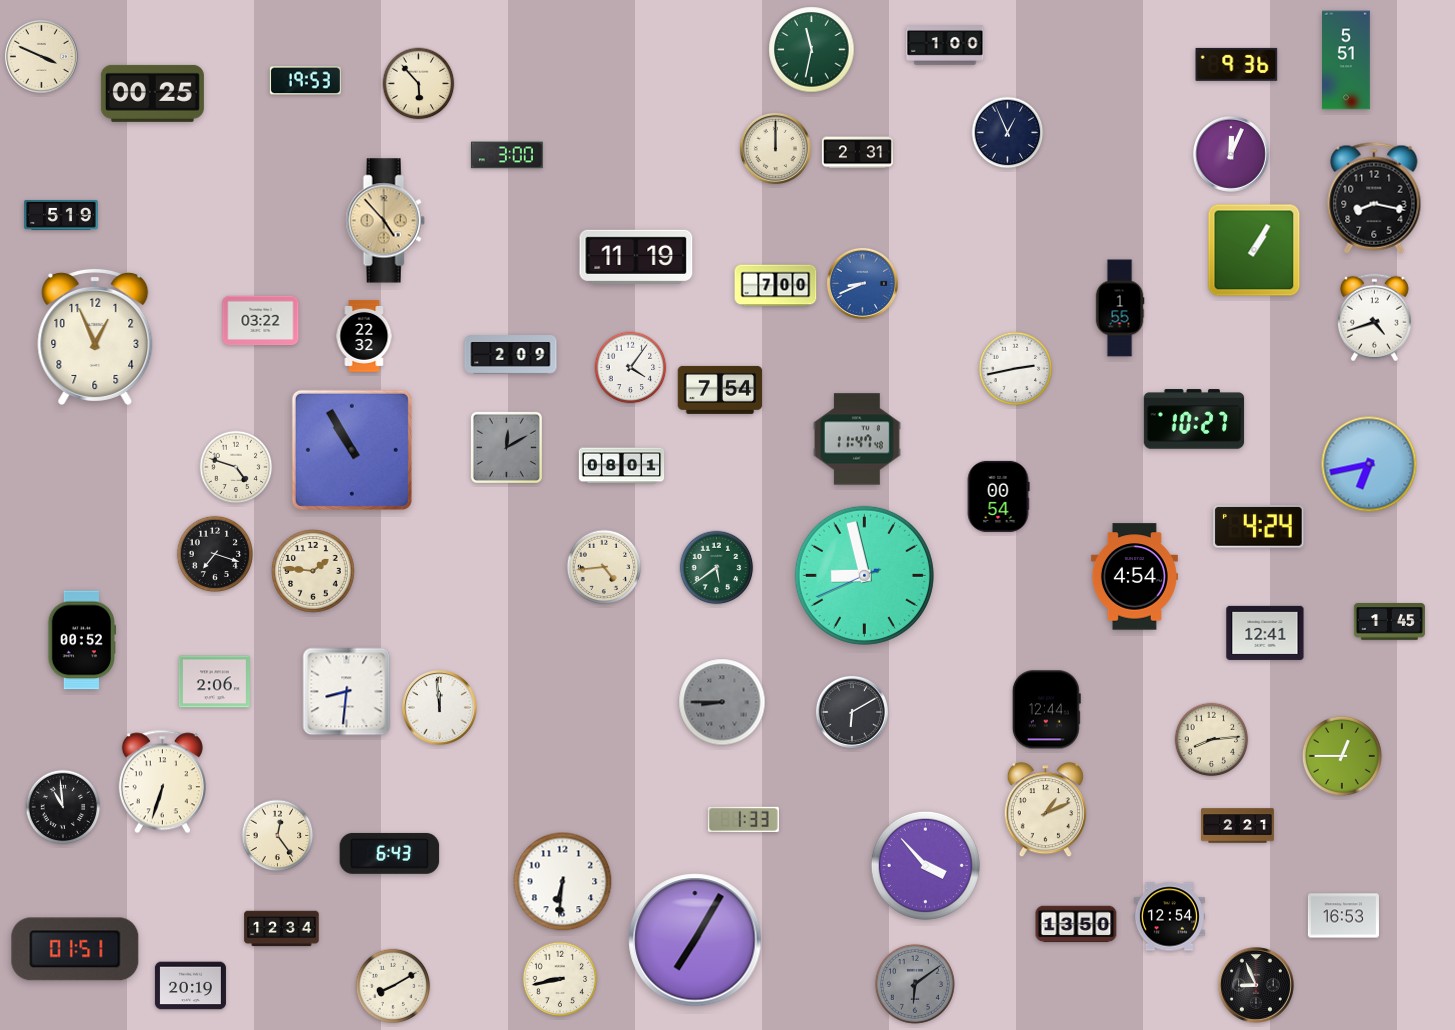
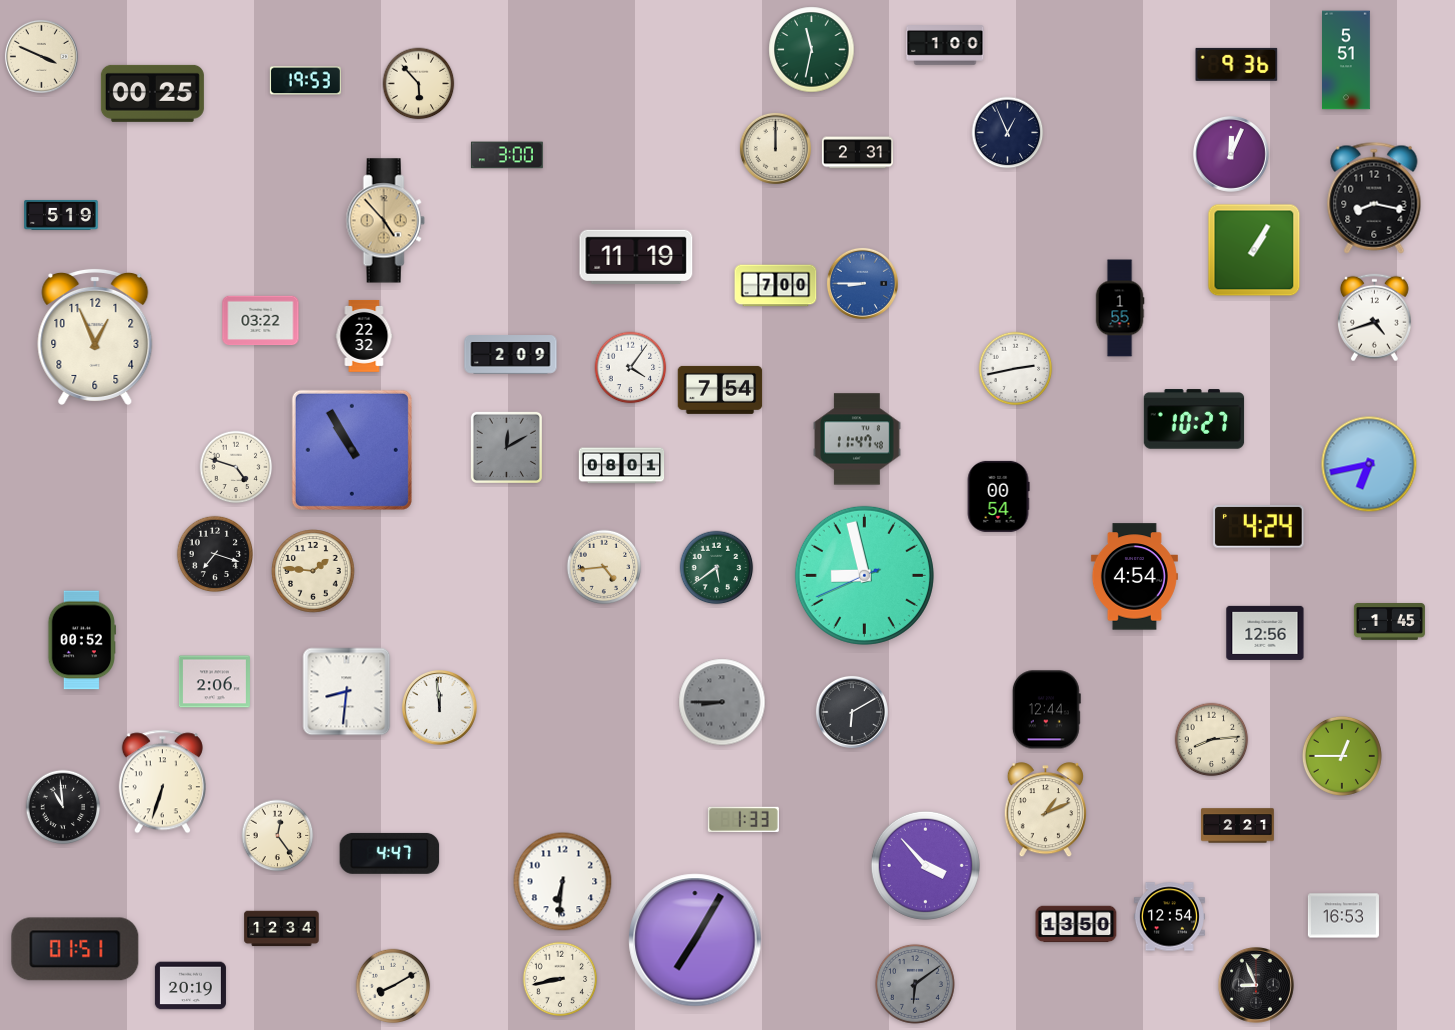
clock at (862, 283): 8:41 -> 8:45
clock at (1265, 633): 12:41 -> 12:56
clock at (390, 853): 6:43 -> 4:47
